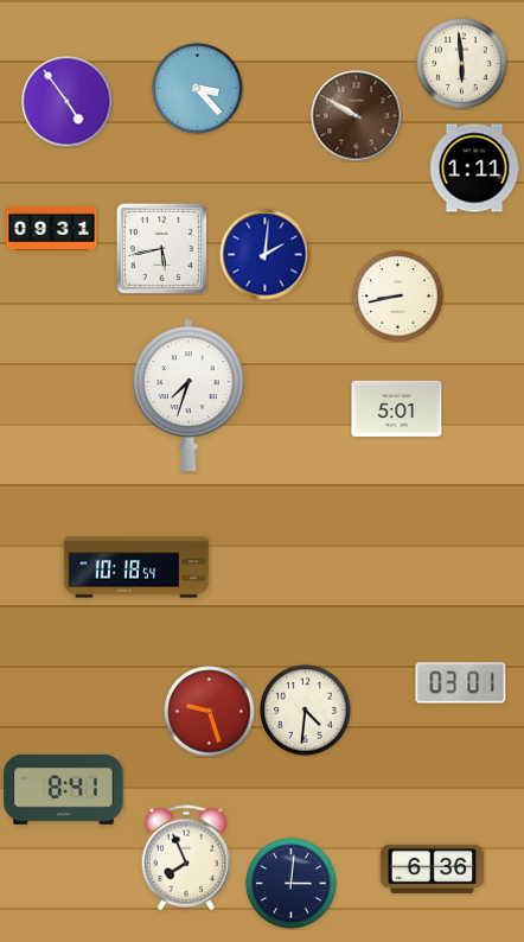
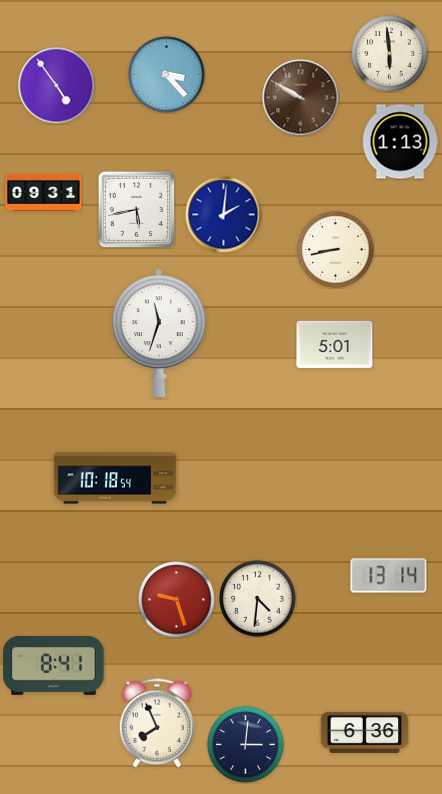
clock at (474, 168): 1:11 -> 1:13
clock at (188, 395): 7:33 -> 11:33
clock at (461, 683): 03:01 -> 13:14
